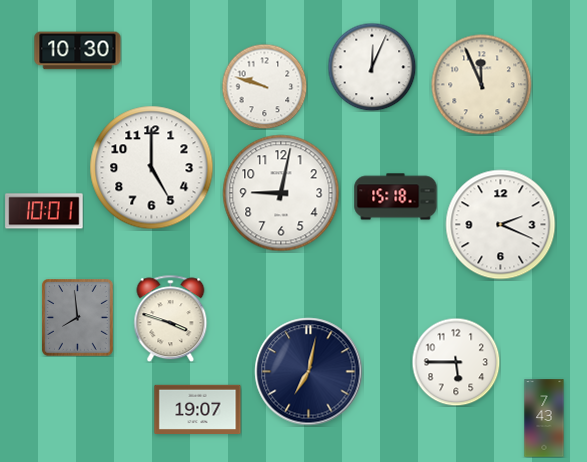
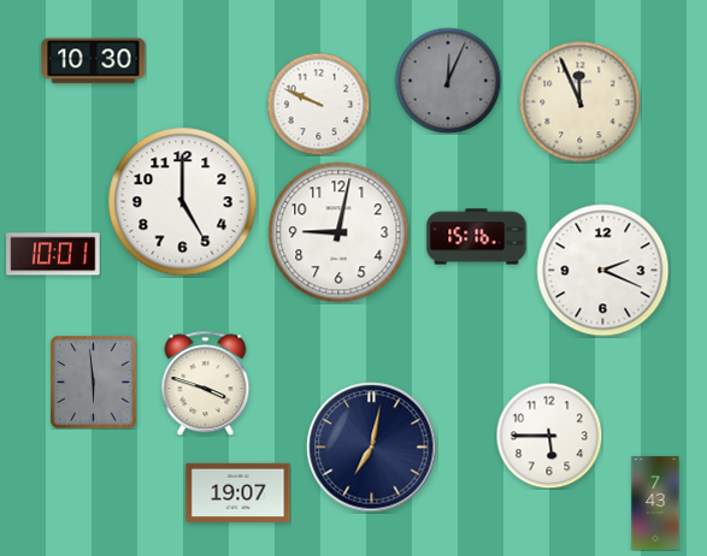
clock at (372, 67) dial: white -> grey
clock at (264, 86): 9:48 -> 9:49
clock at (396, 197): 15:18 -> 15:16
clock at (77, 318): 7:59 -> 5:59
